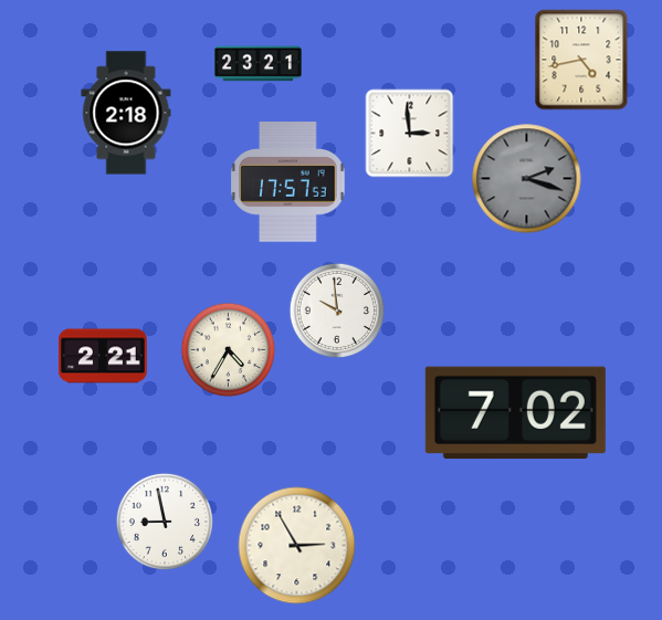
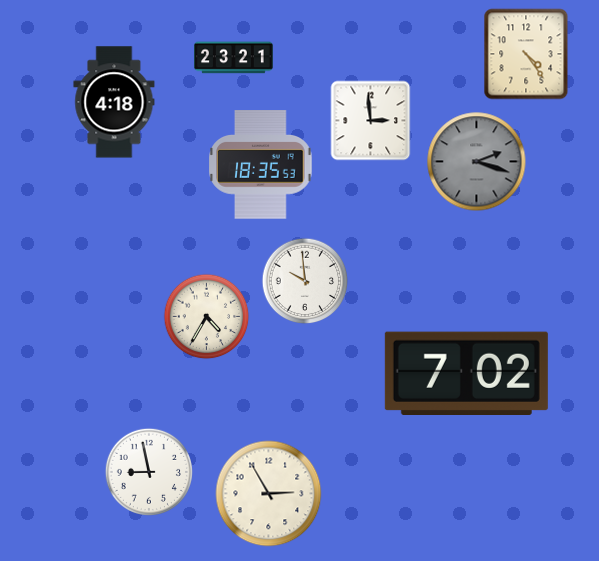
clock at (581, 60): 4:43 -> 4:24
clock at (126, 113): 2:18 -> 4:18
clock at (288, 182): 17:57 -> 18:35
clock at (103, 356): 2:21 -> none
